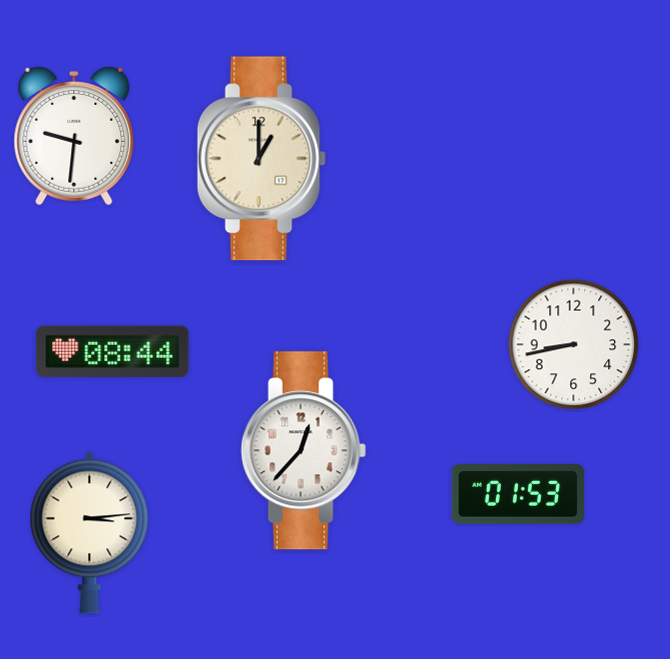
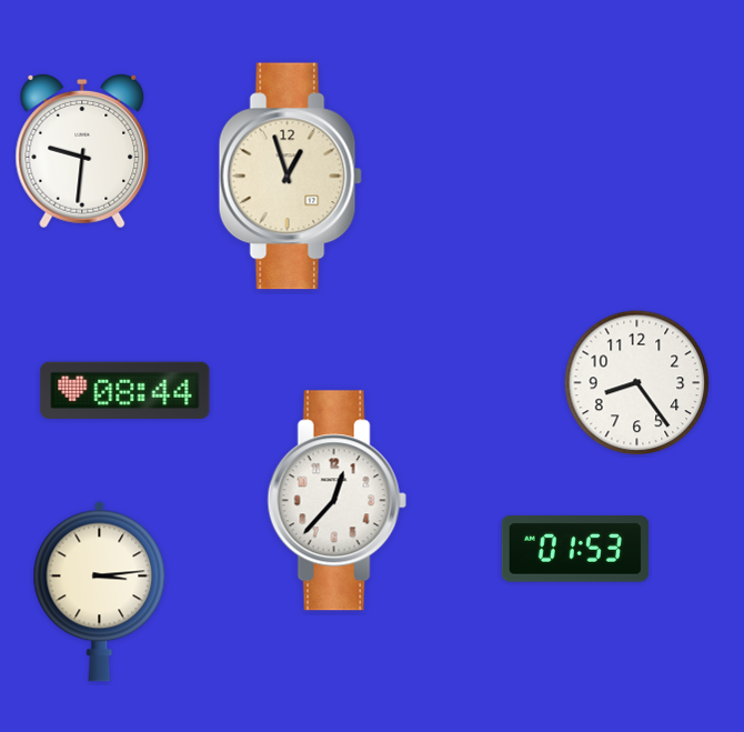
clock at (261, 159): 1:00 -> 12:57
clock at (574, 345): 8:43 -> 8:24
